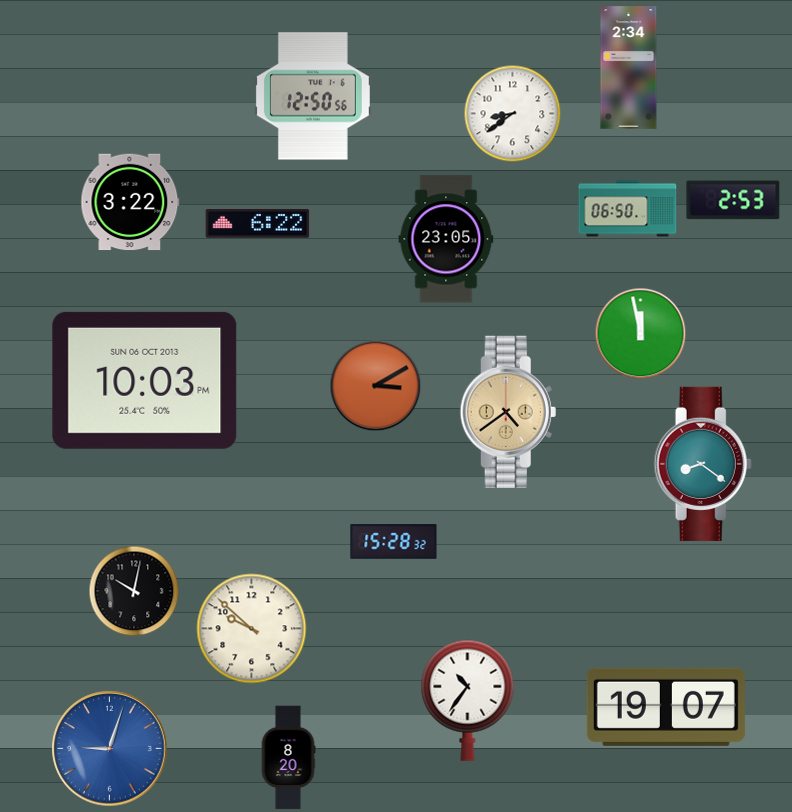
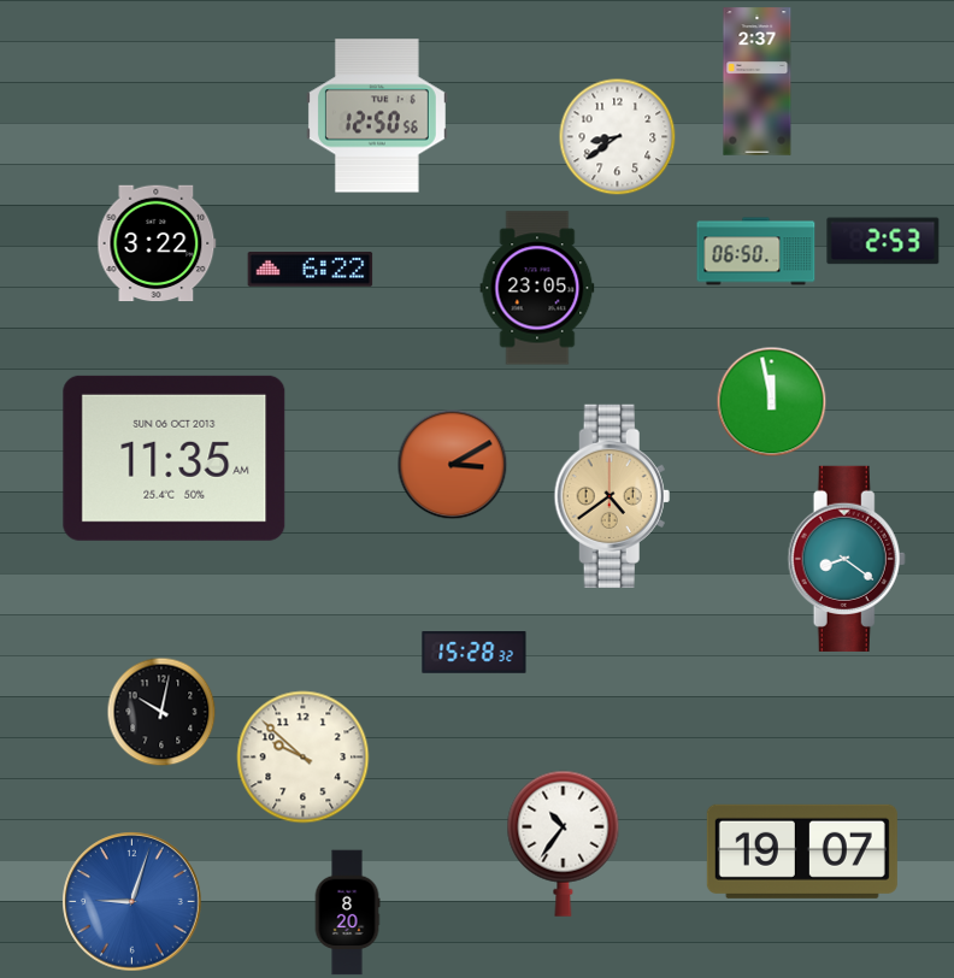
clock at (629, 68): 2:34 -> 2:37
clock at (145, 380): 10:03 -> 11:35
